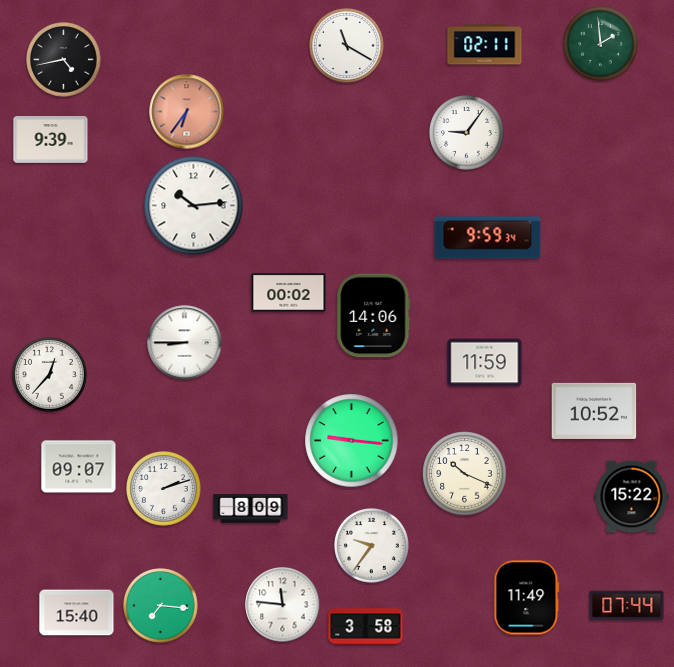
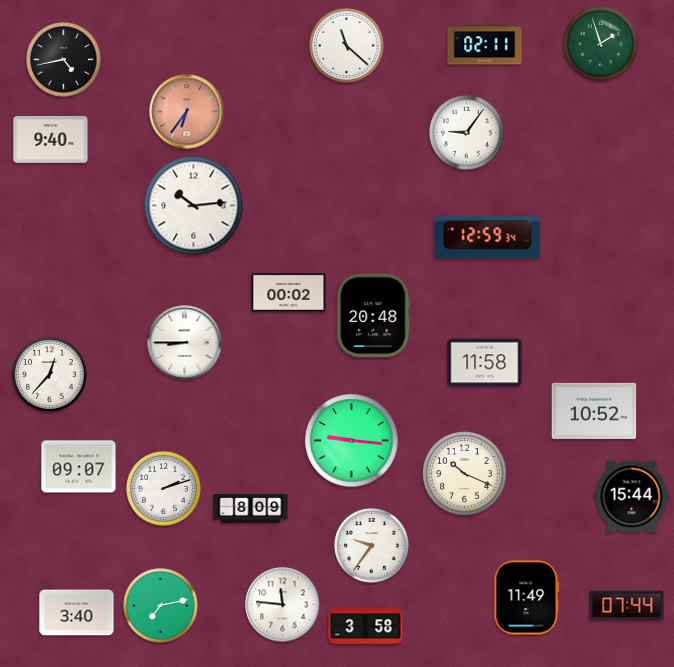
clock at (601, 44): 1:59 -> 1:57
clock at (347, 46): 11:20 -> 11:22
clock at (51, 140): 9:39 -> 9:40
clock at (488, 238): 9:59 -> 12:59
clock at (374, 316): 14:06 -> 20:48
clock at (485, 363): 11:59 -> 11:58
clock at (632, 497): 15:22 -> 15:44
clock at (161, 606): 7:16 -> 7:13
clock at (77, 613): 15:40 -> 3:40
